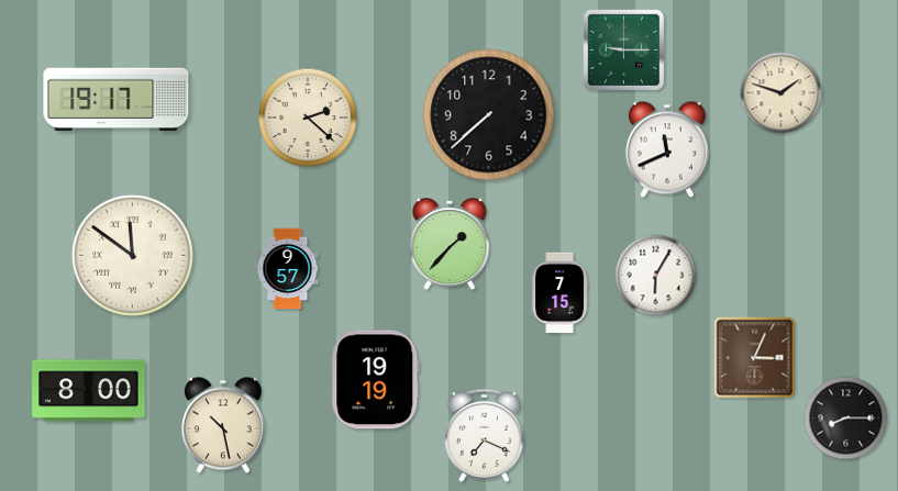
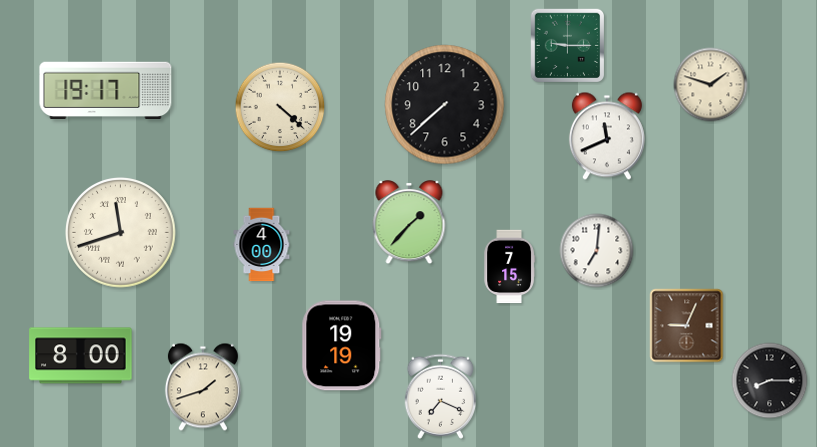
clock at (308, 118): 2:22 -> 4:22
clock at (133, 256): 11:51 -> 11:42
clock at (288, 269): 9:57 -> 4:00
clock at (656, 276): 6:05 -> 7:01
clock at (755, 358): 3:04 -> 9:04
clock at (223, 425): 10:28 -> 1:42
